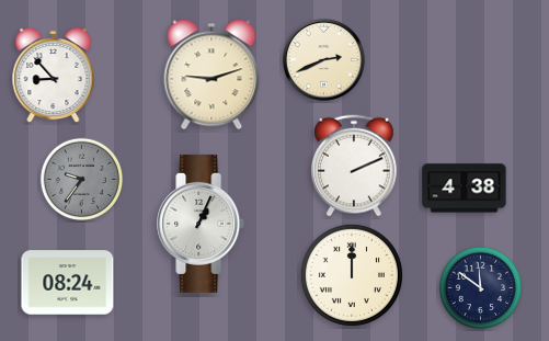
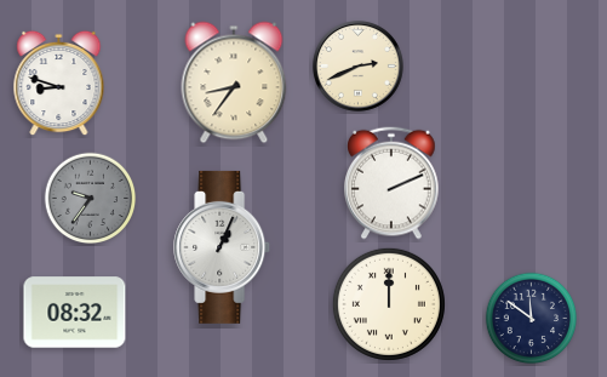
clock at (211, 75): 9:12 -> 8:36
clock at (54, 76): 8:53 -> 8:48
clock at (465, 189): 4:38 -> none
clock at (68, 283): 08:24 -> 08:32
